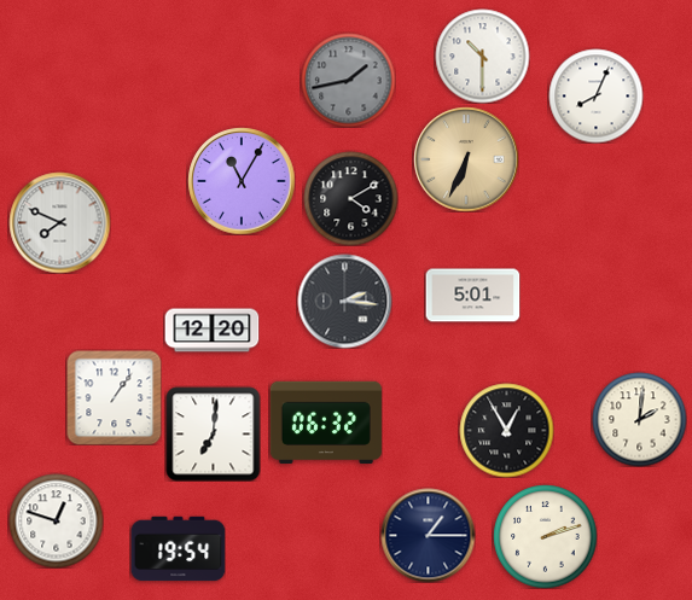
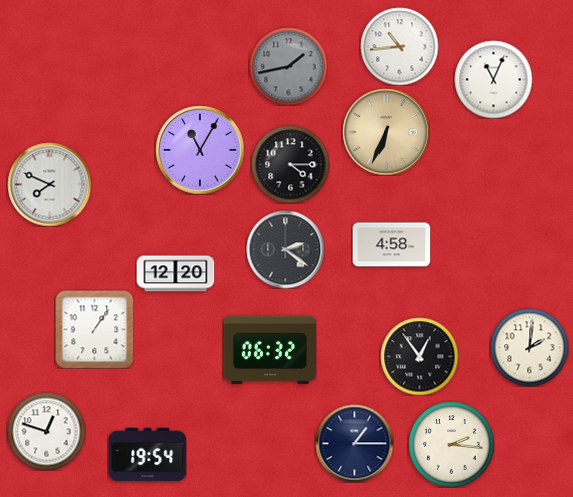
clock at (482, 56): 10:30 -> 10:44
clock at (595, 95): 8:04 -> 11:04
clock at (350, 198): 4:10 -> 4:15
clock at (472, 296): 5:01 -> 4:58
clock at (344, 301): 2:16 -> 2:21
clock at (506, 430): 12:55 -> 12:54
clock at (213, 433): 7:01 -> none
clock at (545, 536): 2:12 -> 2:16
